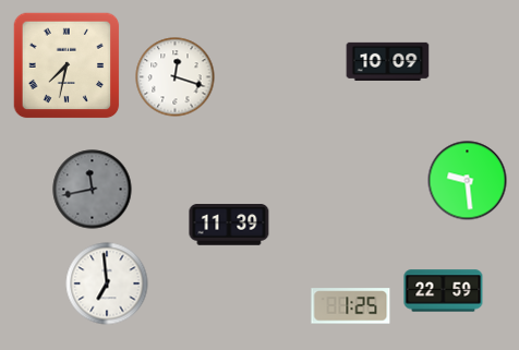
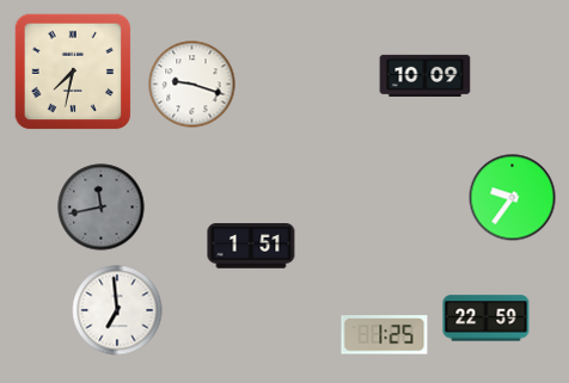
clock at (388, 61) position: (388, 61) -> (426, 75)
clock at (176, 77): 12:18 -> 9:18
clock at (468, 181): 9:29 -> 9:36
clock at (229, 225): 11:39 -> 1:51
